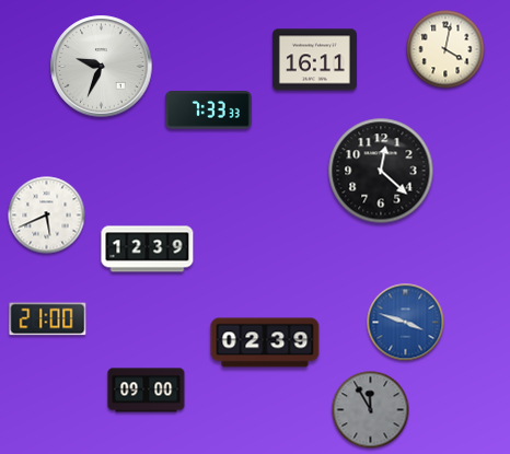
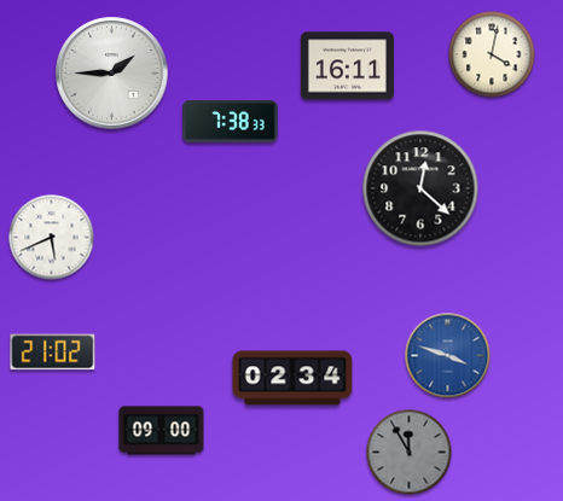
clock at (102, 67): 9:34 -> 1:45
clock at (209, 110): 7:33 -> 7:38
clock at (148, 249): 12:39 -> none
clock at (48, 319): 21:00 -> 21:02
clock at (265, 342): 02:39 -> 02:34
